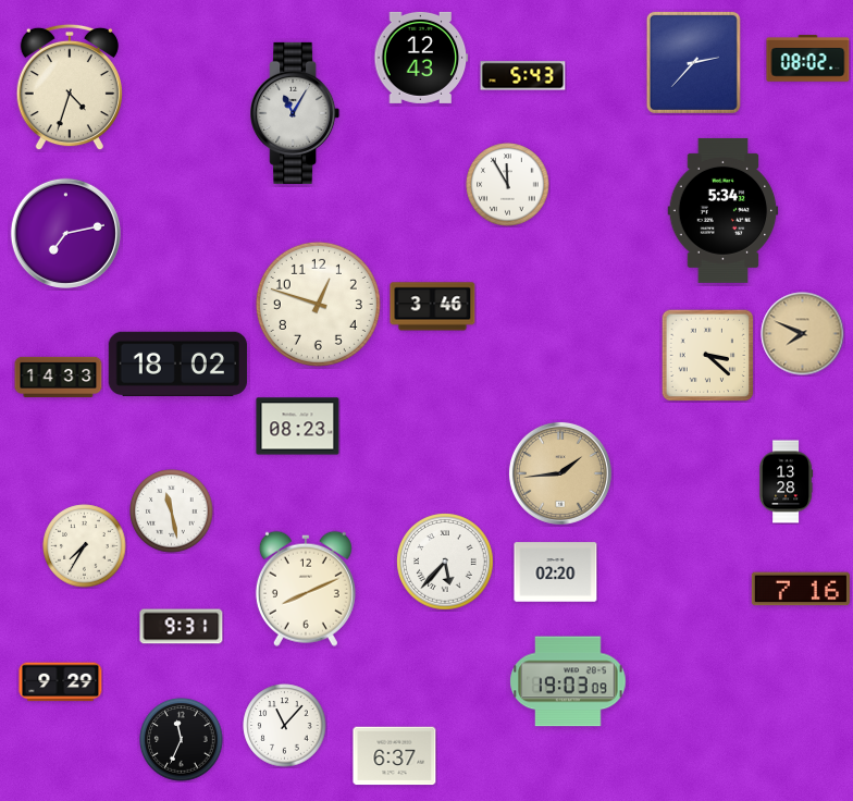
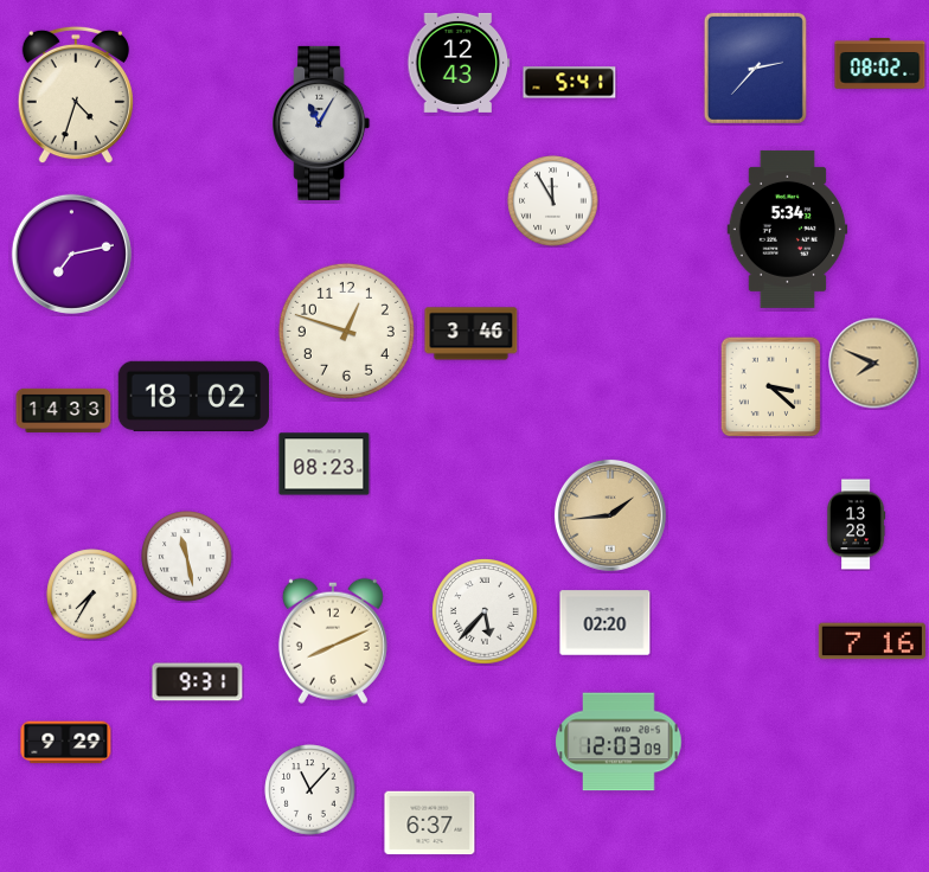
clock at (523, 76): 5:43 -> 5:41
clock at (568, 681): 19:03 -> 12:03
clock at (182, 740): 11:34 -> none
